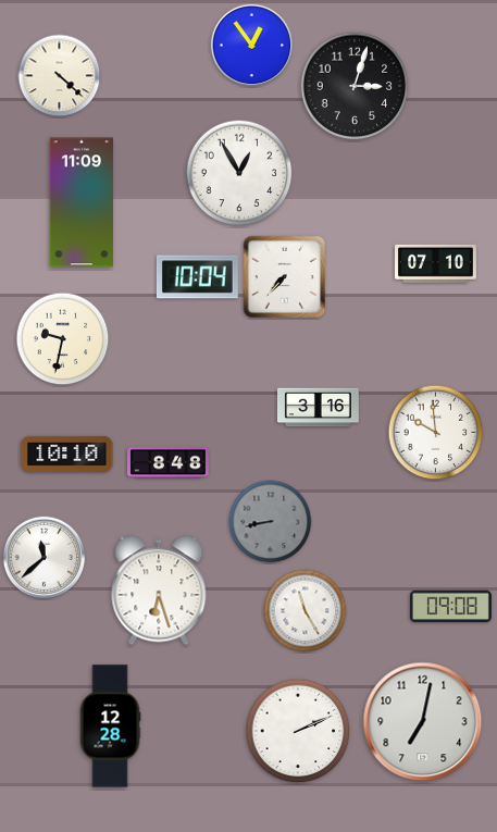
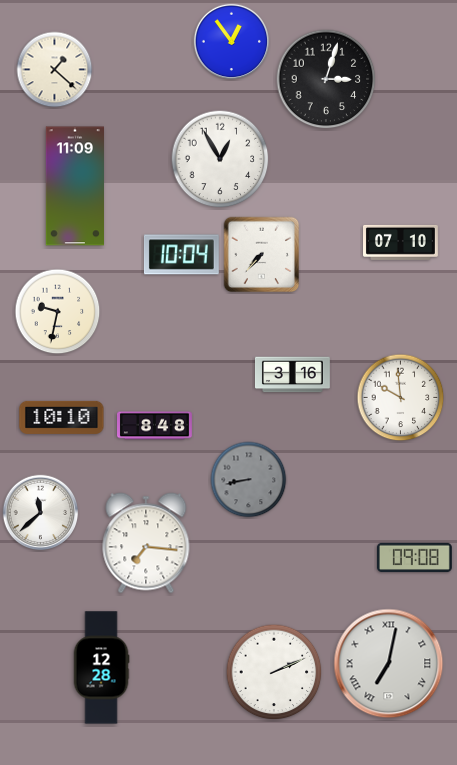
clock at (60, 76): 4:22 -> 1:22
clock at (159, 591): 6:27 -> 7:16
clock at (306, 611): 11:25 -> none
clock at (423, 722) numerals: Arabic -> Roman
